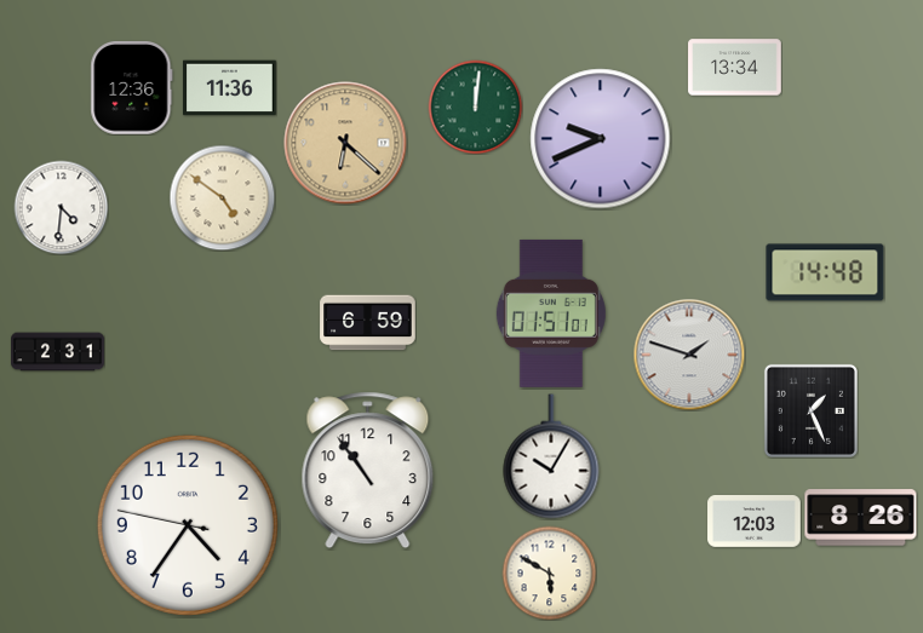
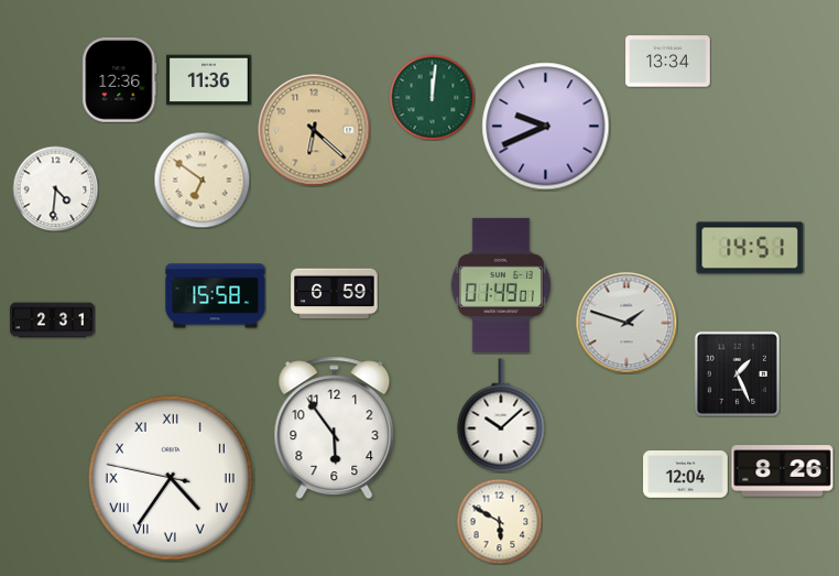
clock at (222, 197): 4:51 -> 6:51
clock at (825, 272): 14:48 -> 14:51
clock at (551, 313): 01:51 -> 01:49
clock at (216, 296): none -> 15:58
clock at (551, 456): 10:05 -> 10:08
clock at (368, 471): 10:54 -> 5:54
clock at (755, 522): 12:03 -> 12:04
clock at (188, 525) numerals: Arabic -> Roman
